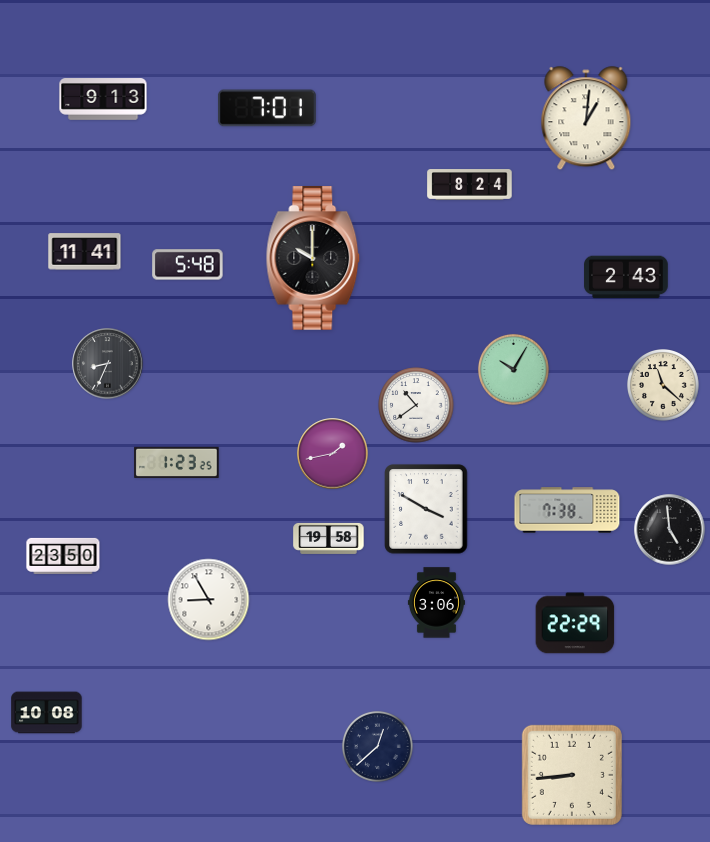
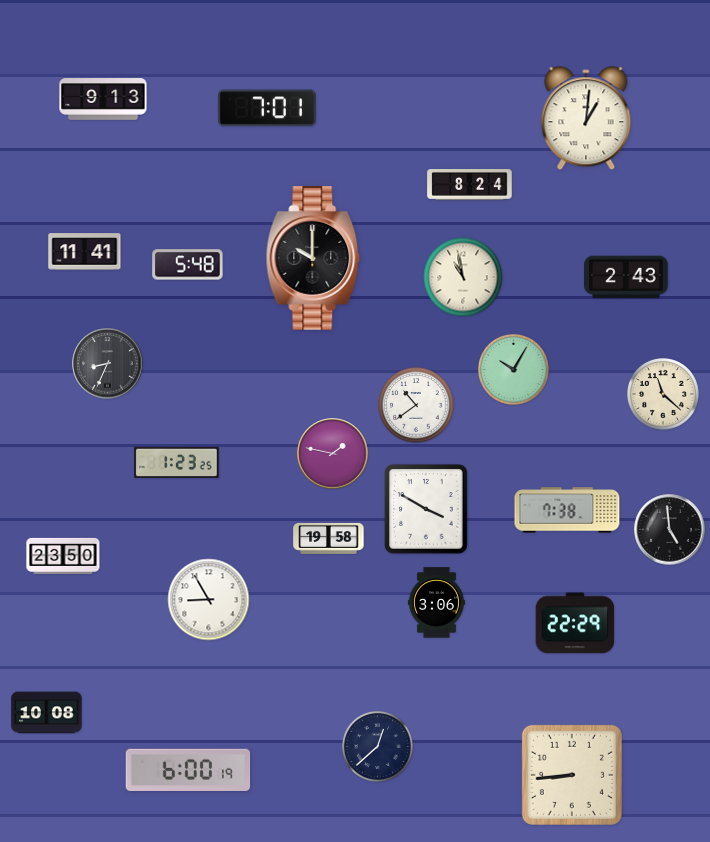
clock at (463, 277): none -> 10:58
clock at (664, 386) position: (664, 386) -> (664, 395)
clock at (333, 454): 1:43 -> 1:47
clock at (188, 770): none -> 6:00
